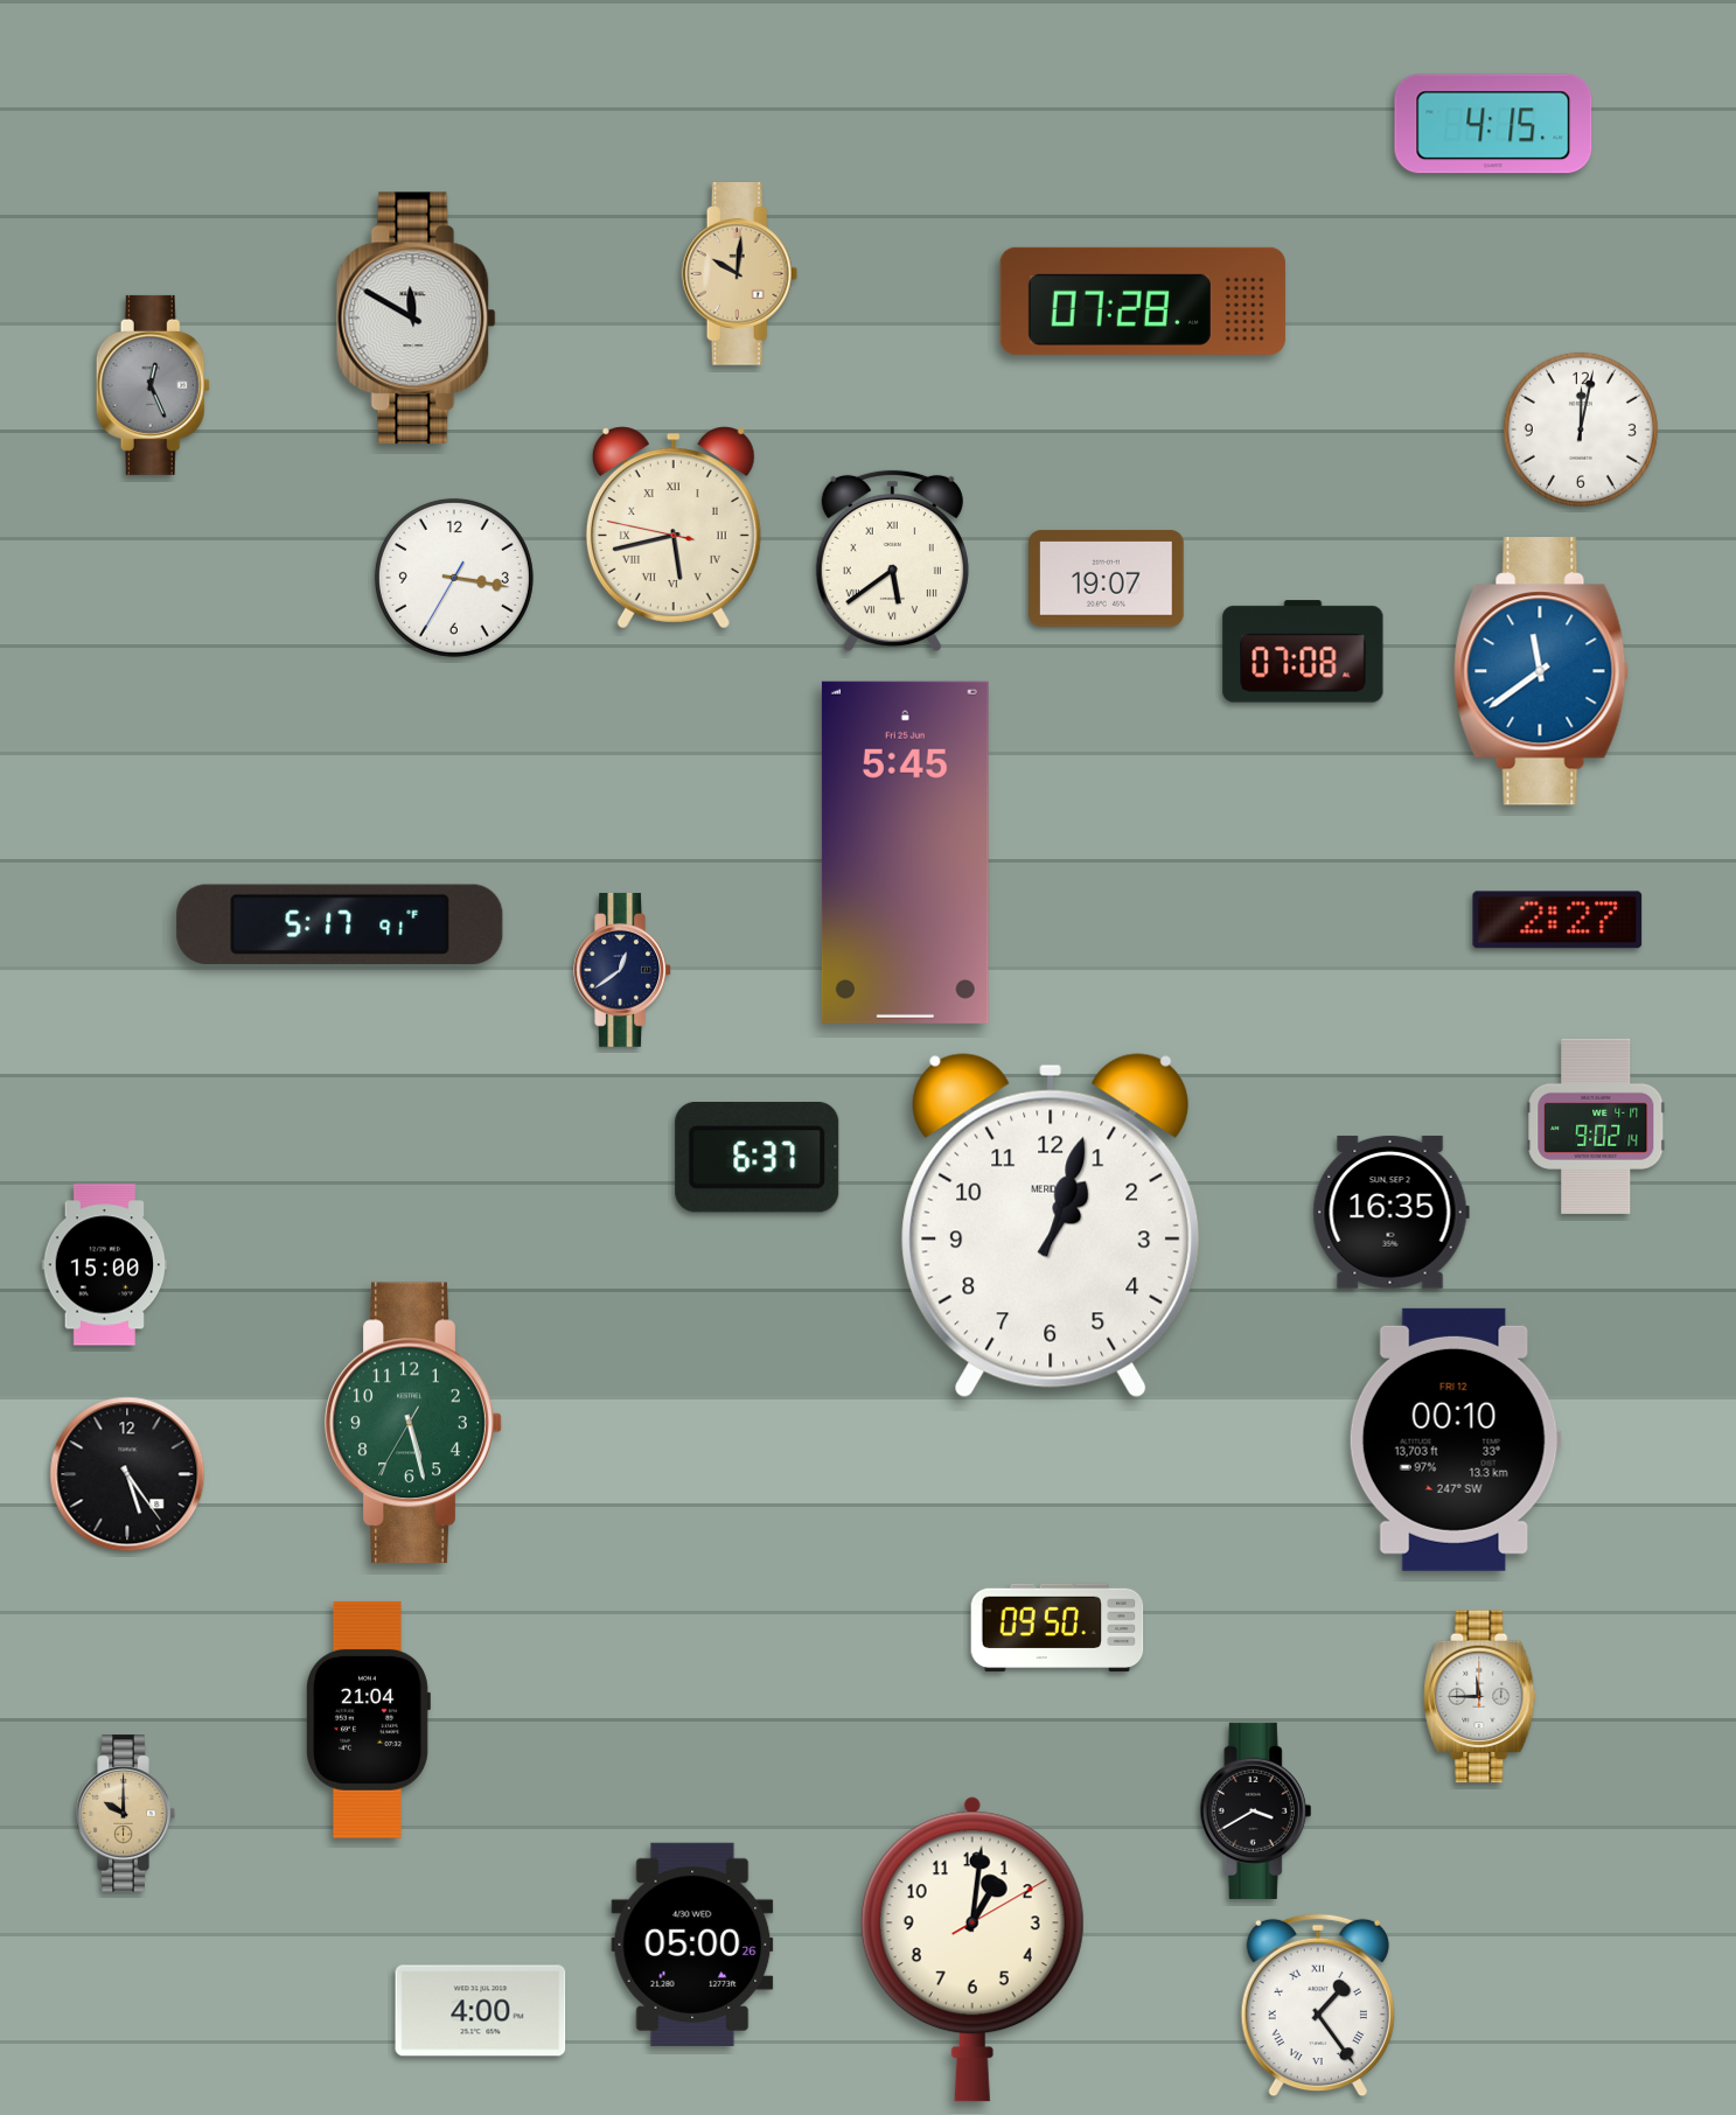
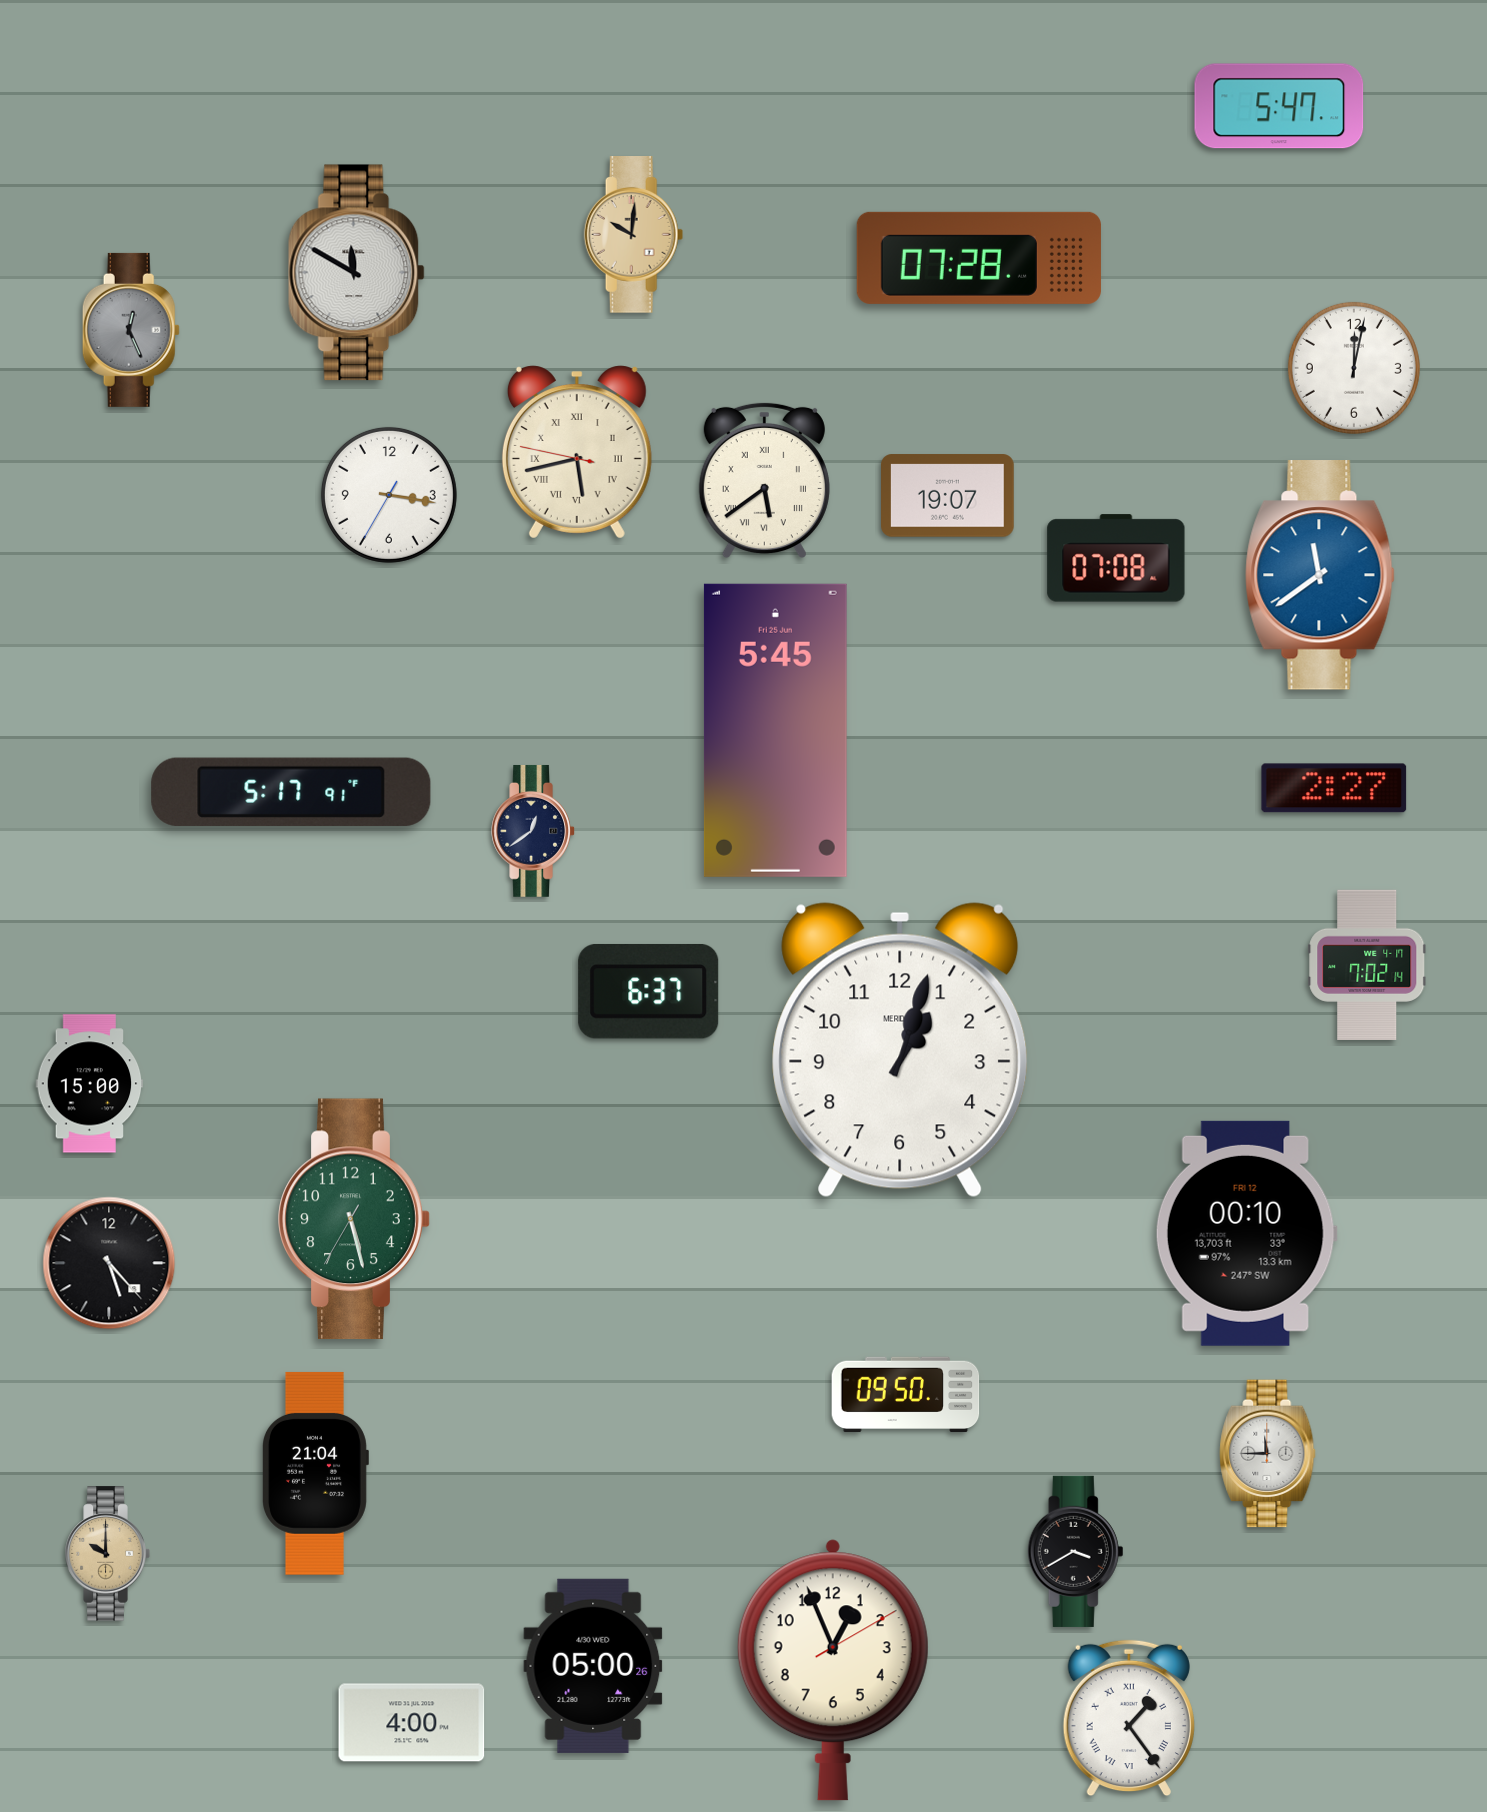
clock at (1493, 124): 4:15 -> 5:47
clock at (1596, 1126): 9:02 -> 7:02
clock at (1390, 1212): 16:35 -> none
clock at (127, 1474): 5:24 -> 5:23
clock at (972, 1949): 1:01 -> 12:56
